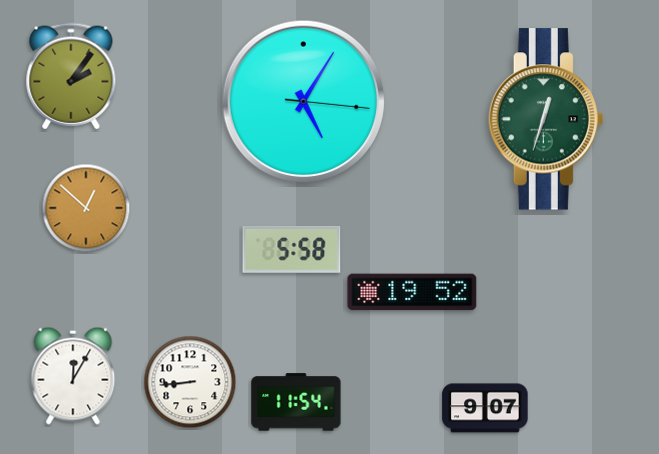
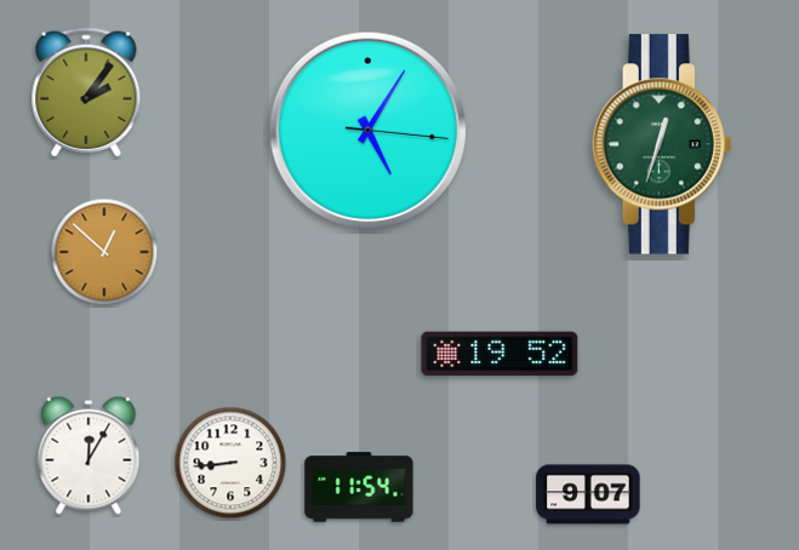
clock at (304, 102) position: (304, 102) -> (369, 131)
clock at (292, 249): 5:58 -> none
